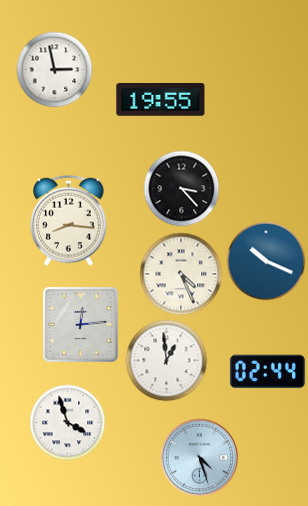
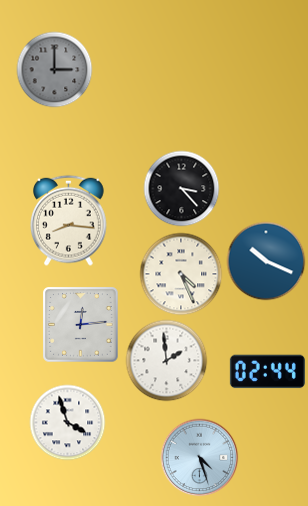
clock at (55, 70): 2:58 -> 3:00
clock at (55, 70) dial: white -> grey
clock at (161, 100): 19:55 -> none
clock at (167, 361): 12:59 -> 1:59
